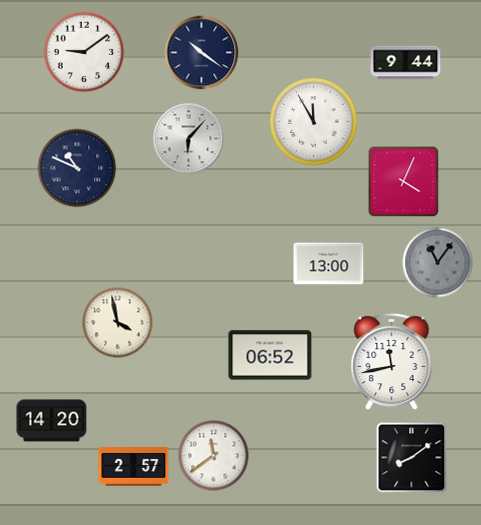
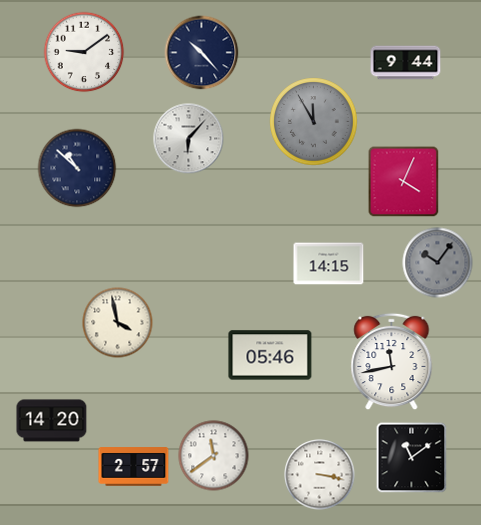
clock at (202, 53): 10:21 -> 10:23
clock at (314, 122) dial: white -> grey
clock at (77, 168): 10:49 -> 10:52
clock at (438, 263): 11:06 -> 10:06
clock at (329, 264): 13:00 -> 14:15
clock at (270, 355): 06:52 -> 05:46
clock at (412, 458): 8:09 -> 11:09
clock at (320, 475): none -> 3:17
